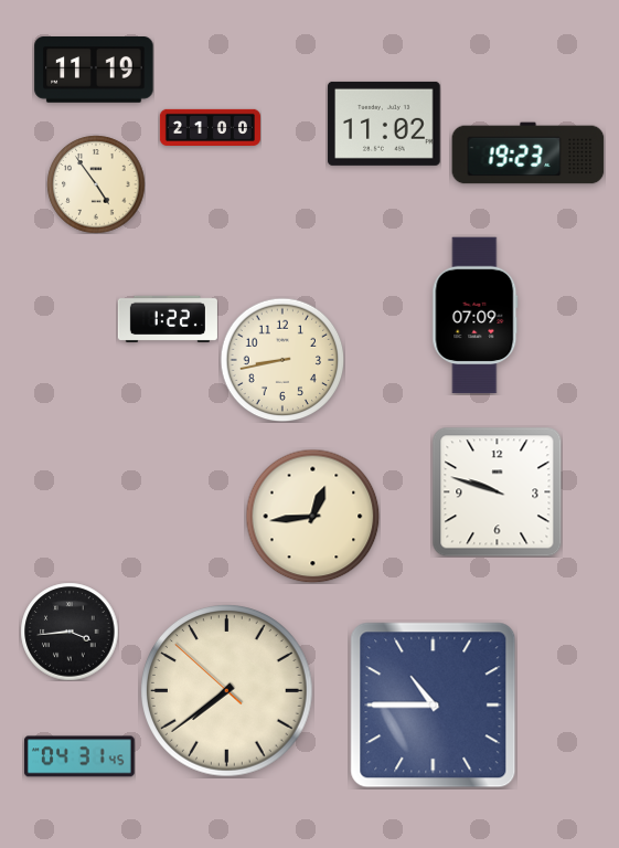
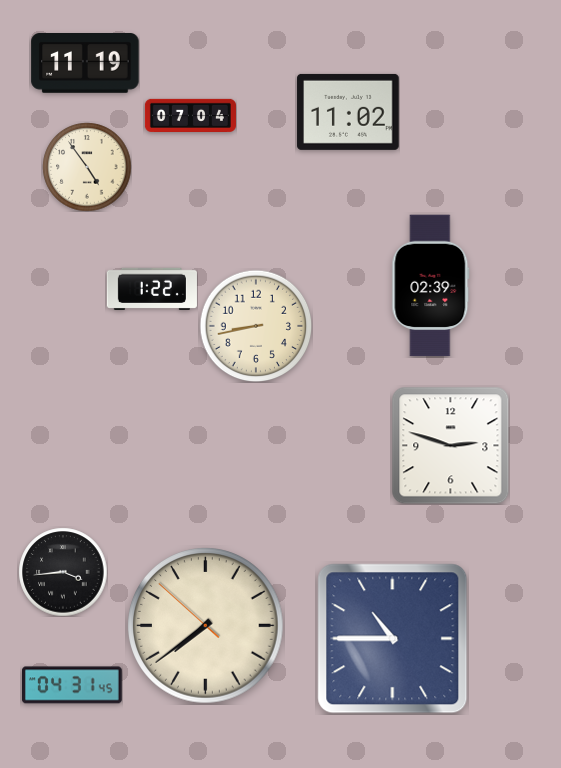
clock at (210, 127): 21:00 -> 07:04
clock at (529, 153): 19:23 -> none
clock at (476, 316): 07:09 -> 02:39
clock at (497, 491): 9:48 -> 2:48
clock at (312, 516): 12:44 -> none
